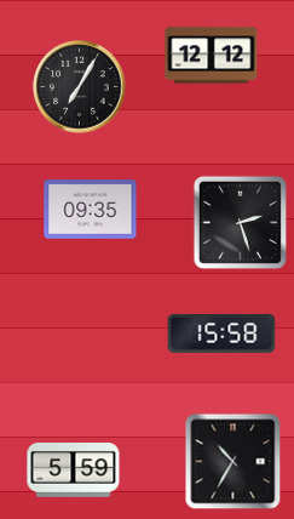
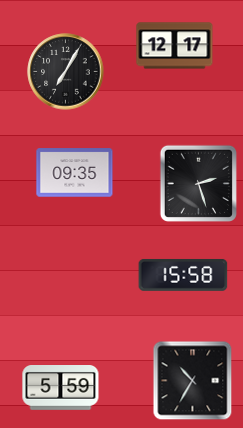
clock at (212, 56): 12:12 -> 12:17
